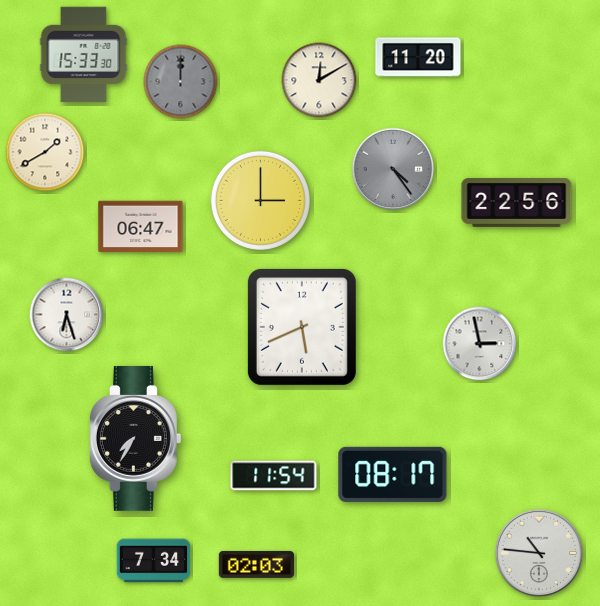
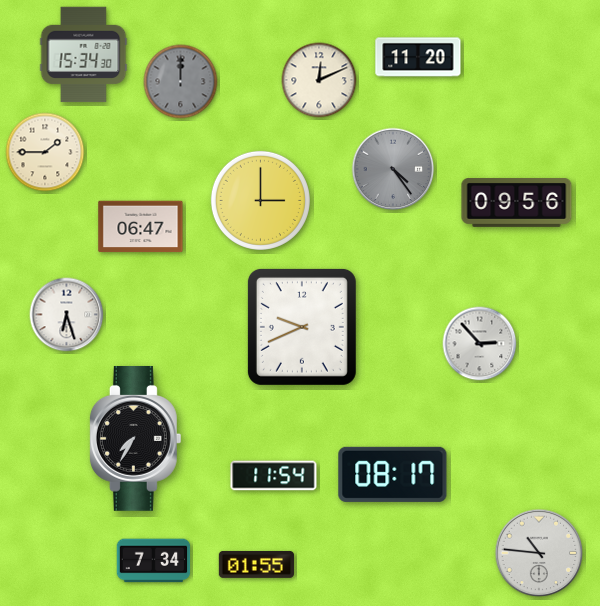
clock at (84, 55): 15:33 -> 15:34
clock at (319, 80): 12:10 -> 12:11
clock at (45, 152): 1:40 -> 1:45
clock at (517, 203): 22:56 -> 09:56
clock at (302, 327): 5:41 -> 9:41
clock at (480, 344): 2:58 -> 2:53
clock at (256, 564): 02:03 -> 01:55
